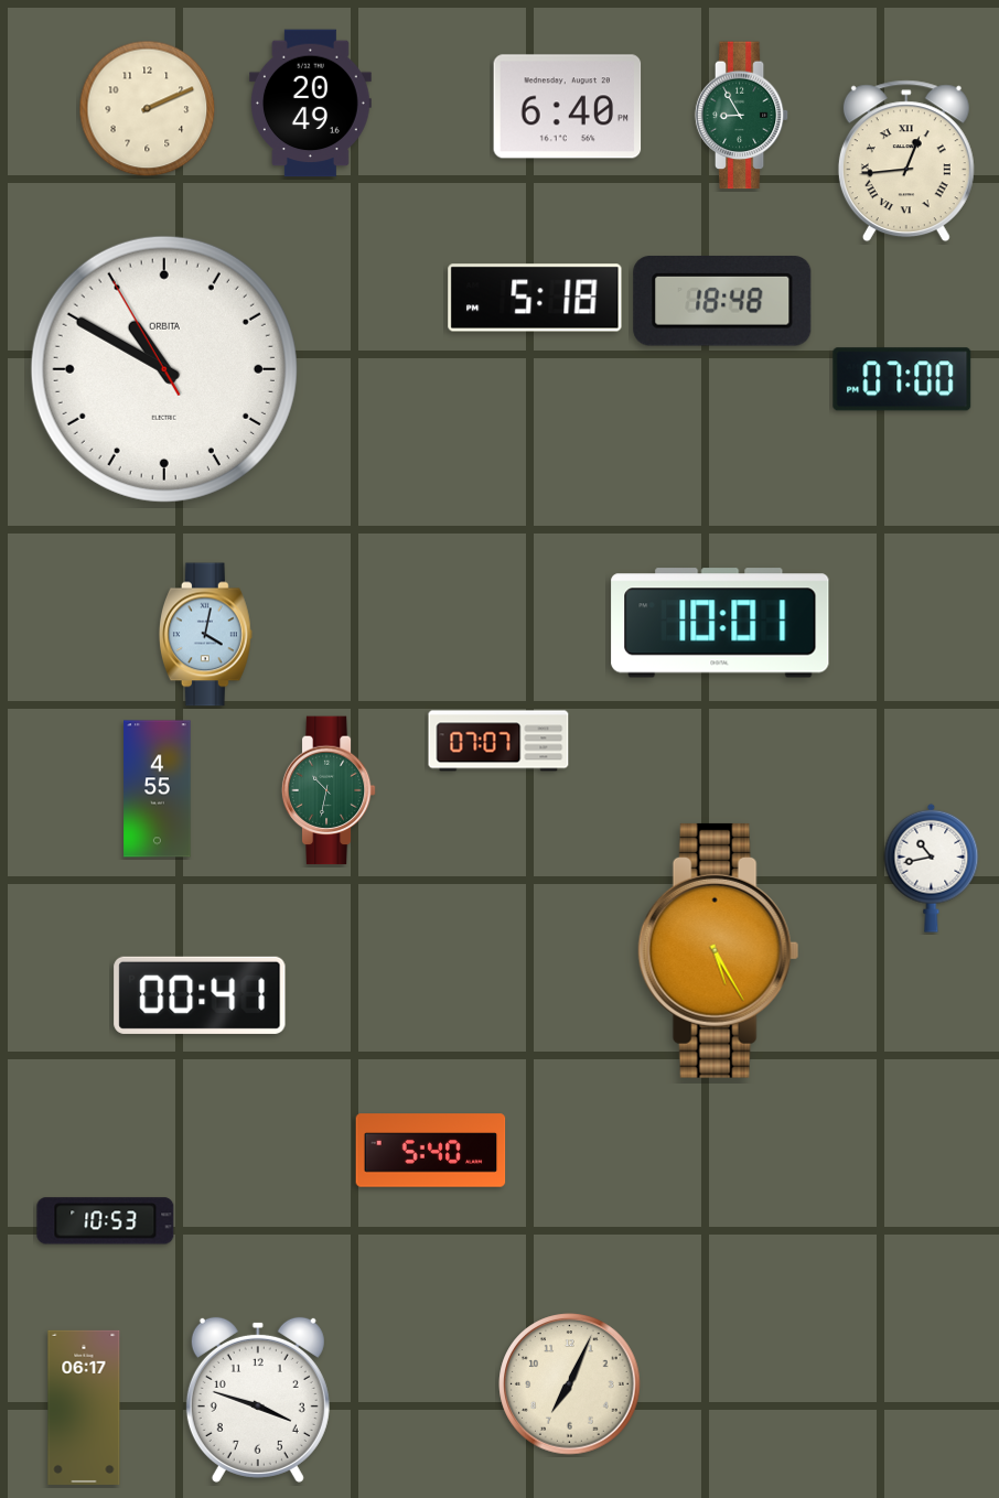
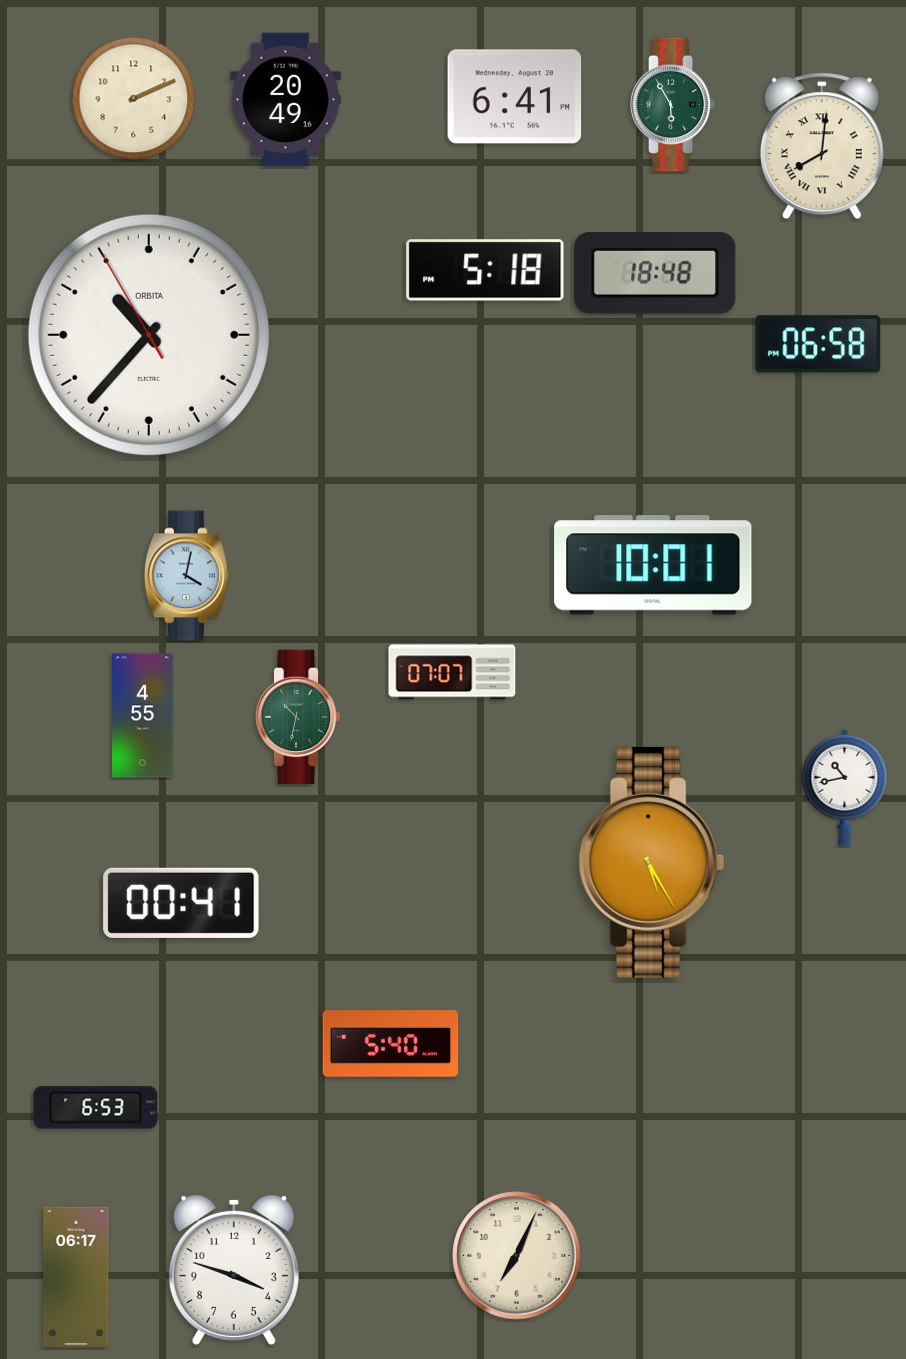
clock at (311, 104) position: (311, 104) -> (286, 100)
clock at (568, 107): 6:40 -> 6:41
clock at (742, 116): 8:55 -> 5:55
clock at (906, 161): 12:44 -> 8:01
clock at (164, 369): 10:49 -> 10:36
clock at (902, 379): 07:00 -> 06:58
clock at (106, 1221): 10:53 -> 6:53
